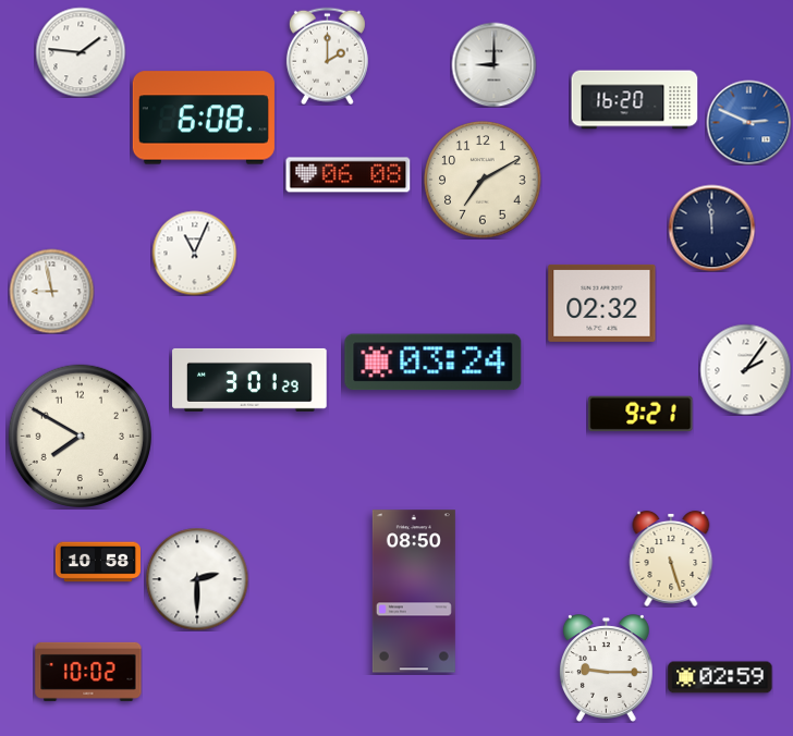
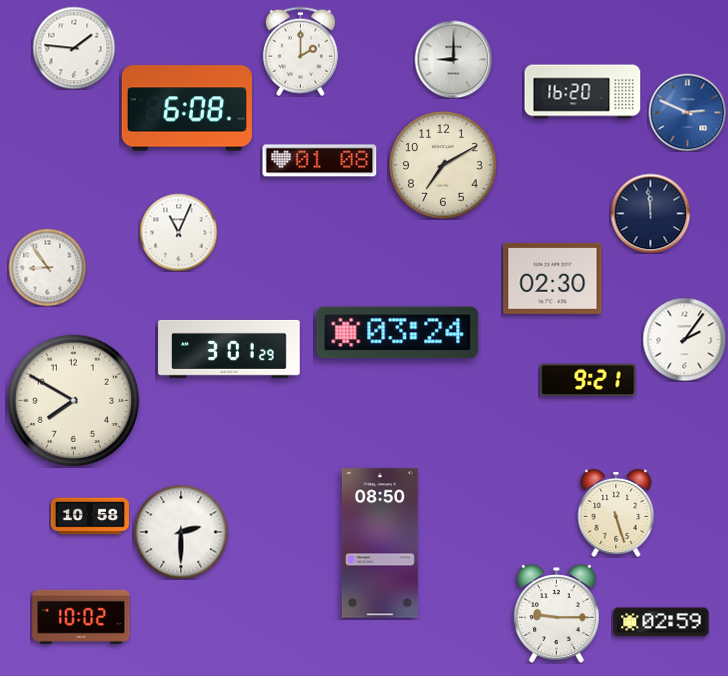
clock at (349, 175): 06:08 -> 01:08
clock at (711, 228) position: (711, 228) -> (650, 213)
clock at (51, 291): 8:58 -> 8:54
clock at (602, 303): 02:32 -> 02:30
